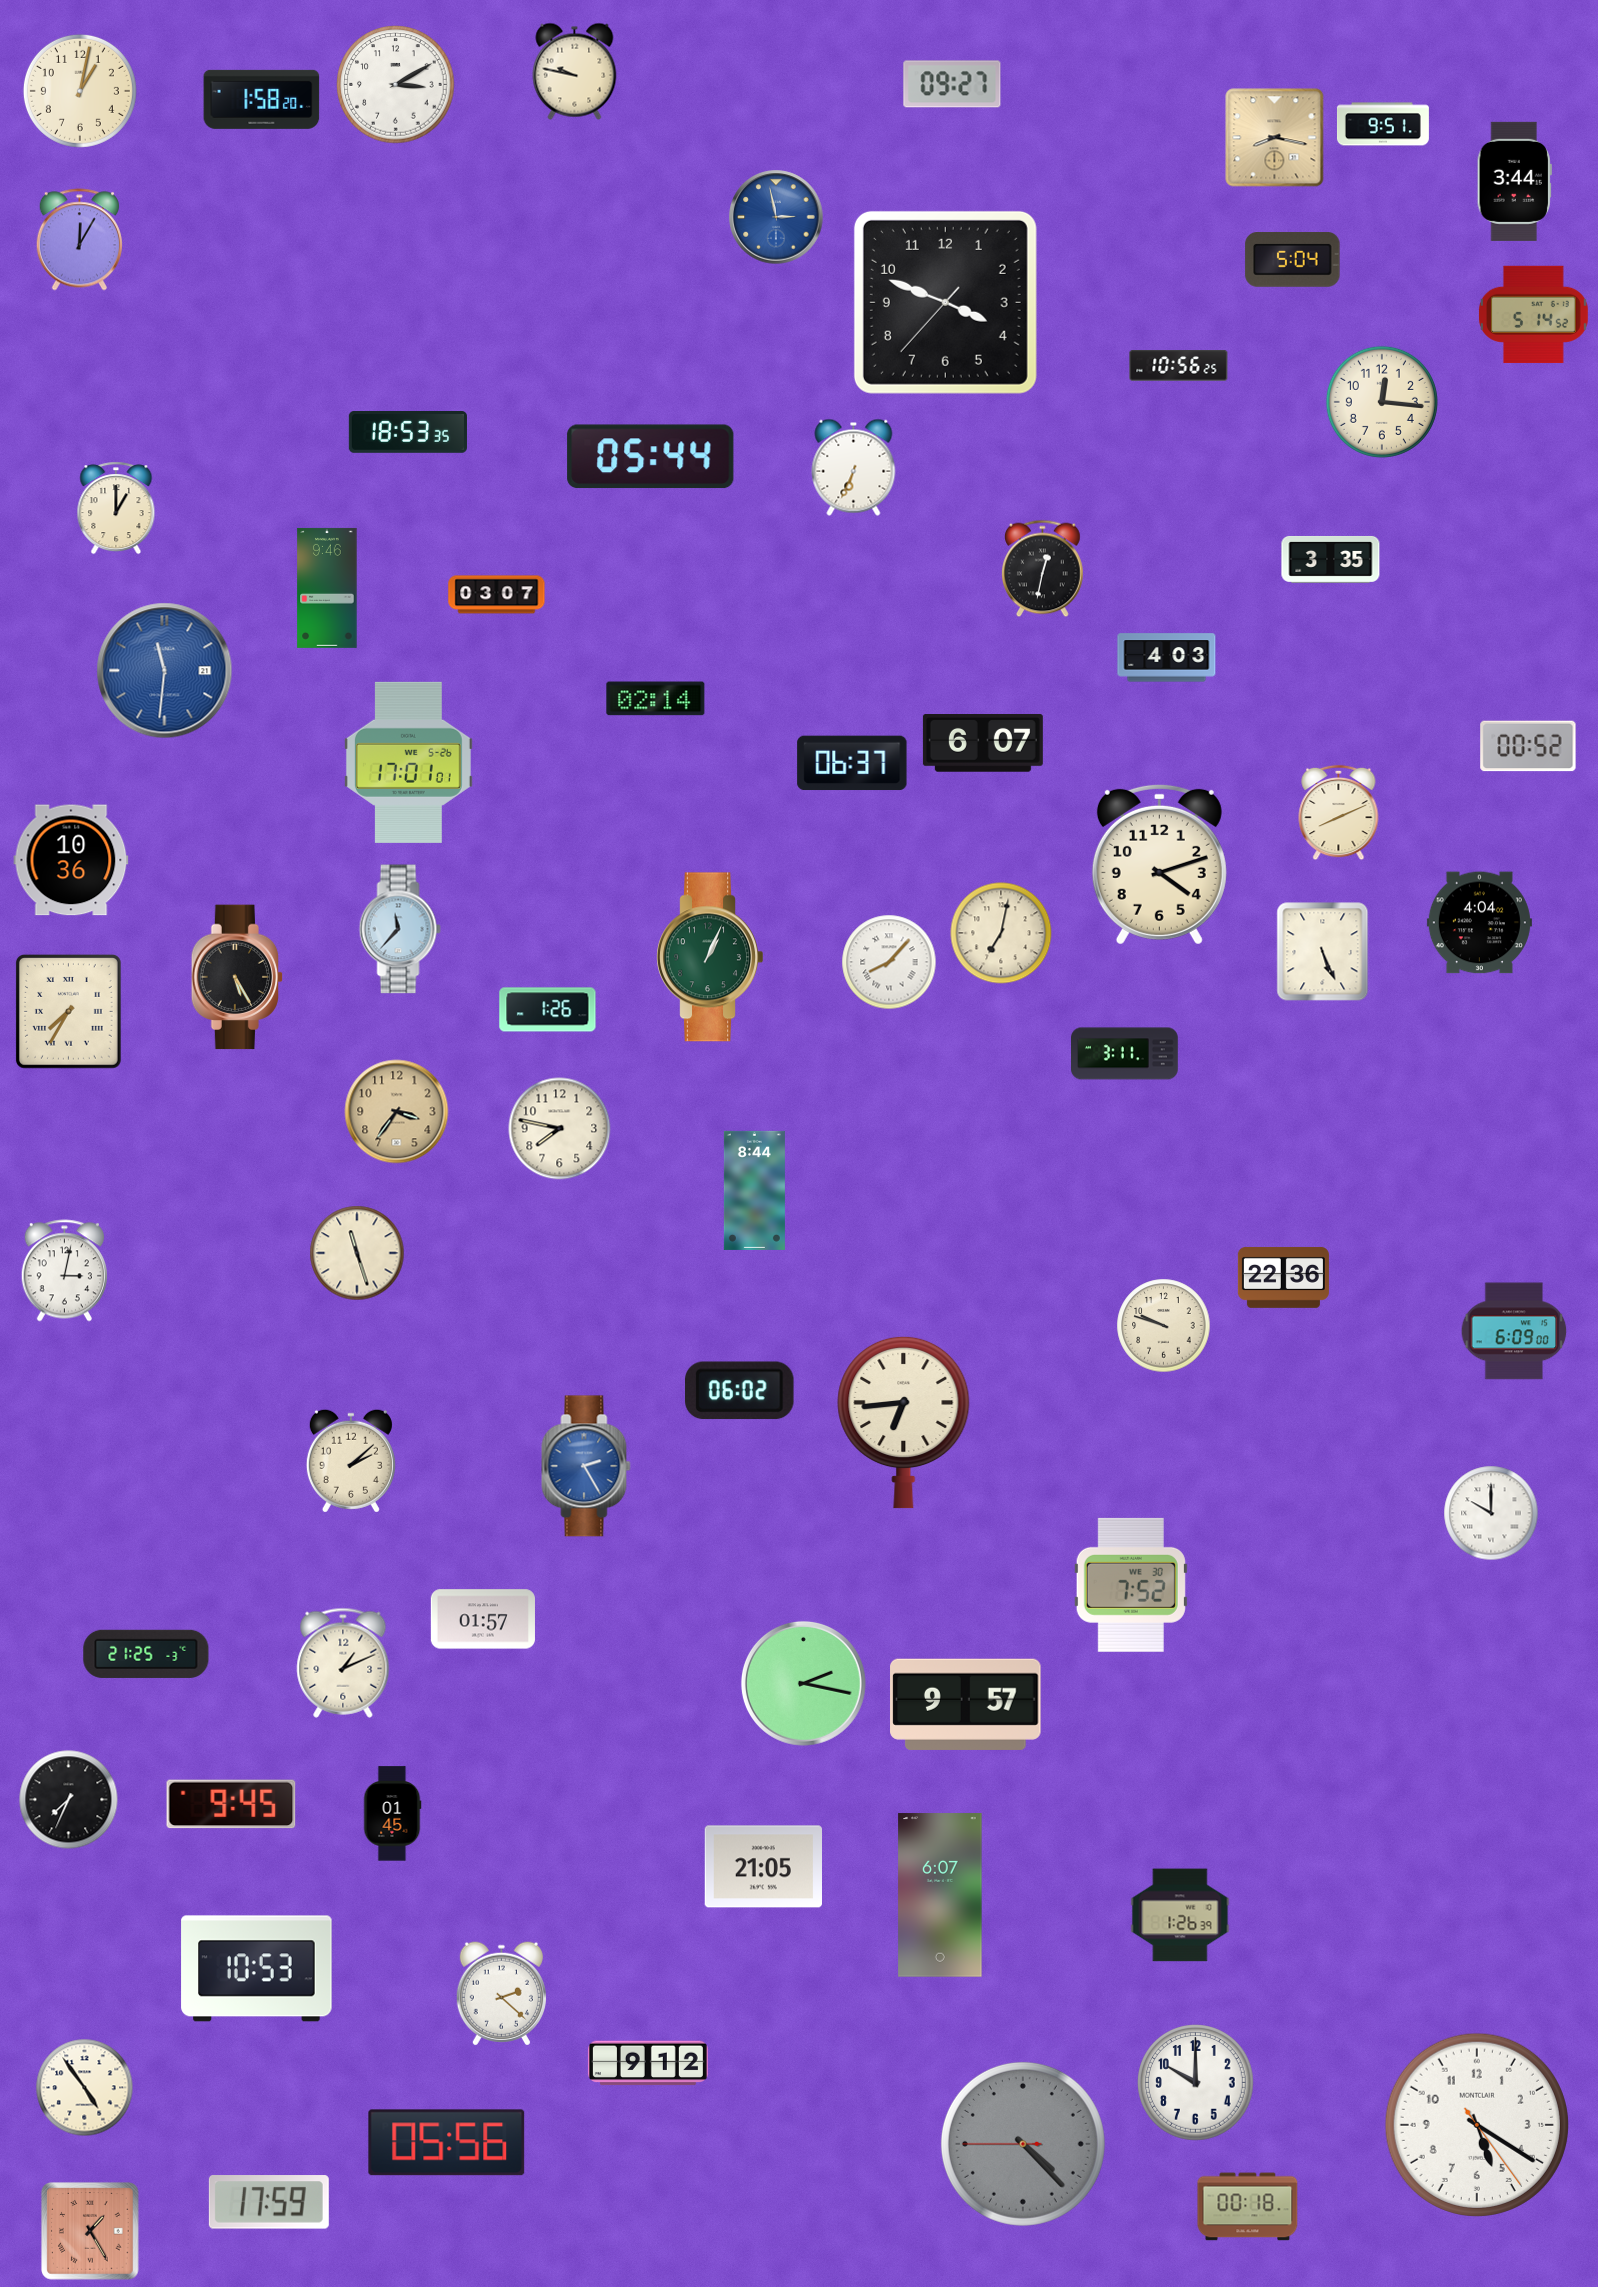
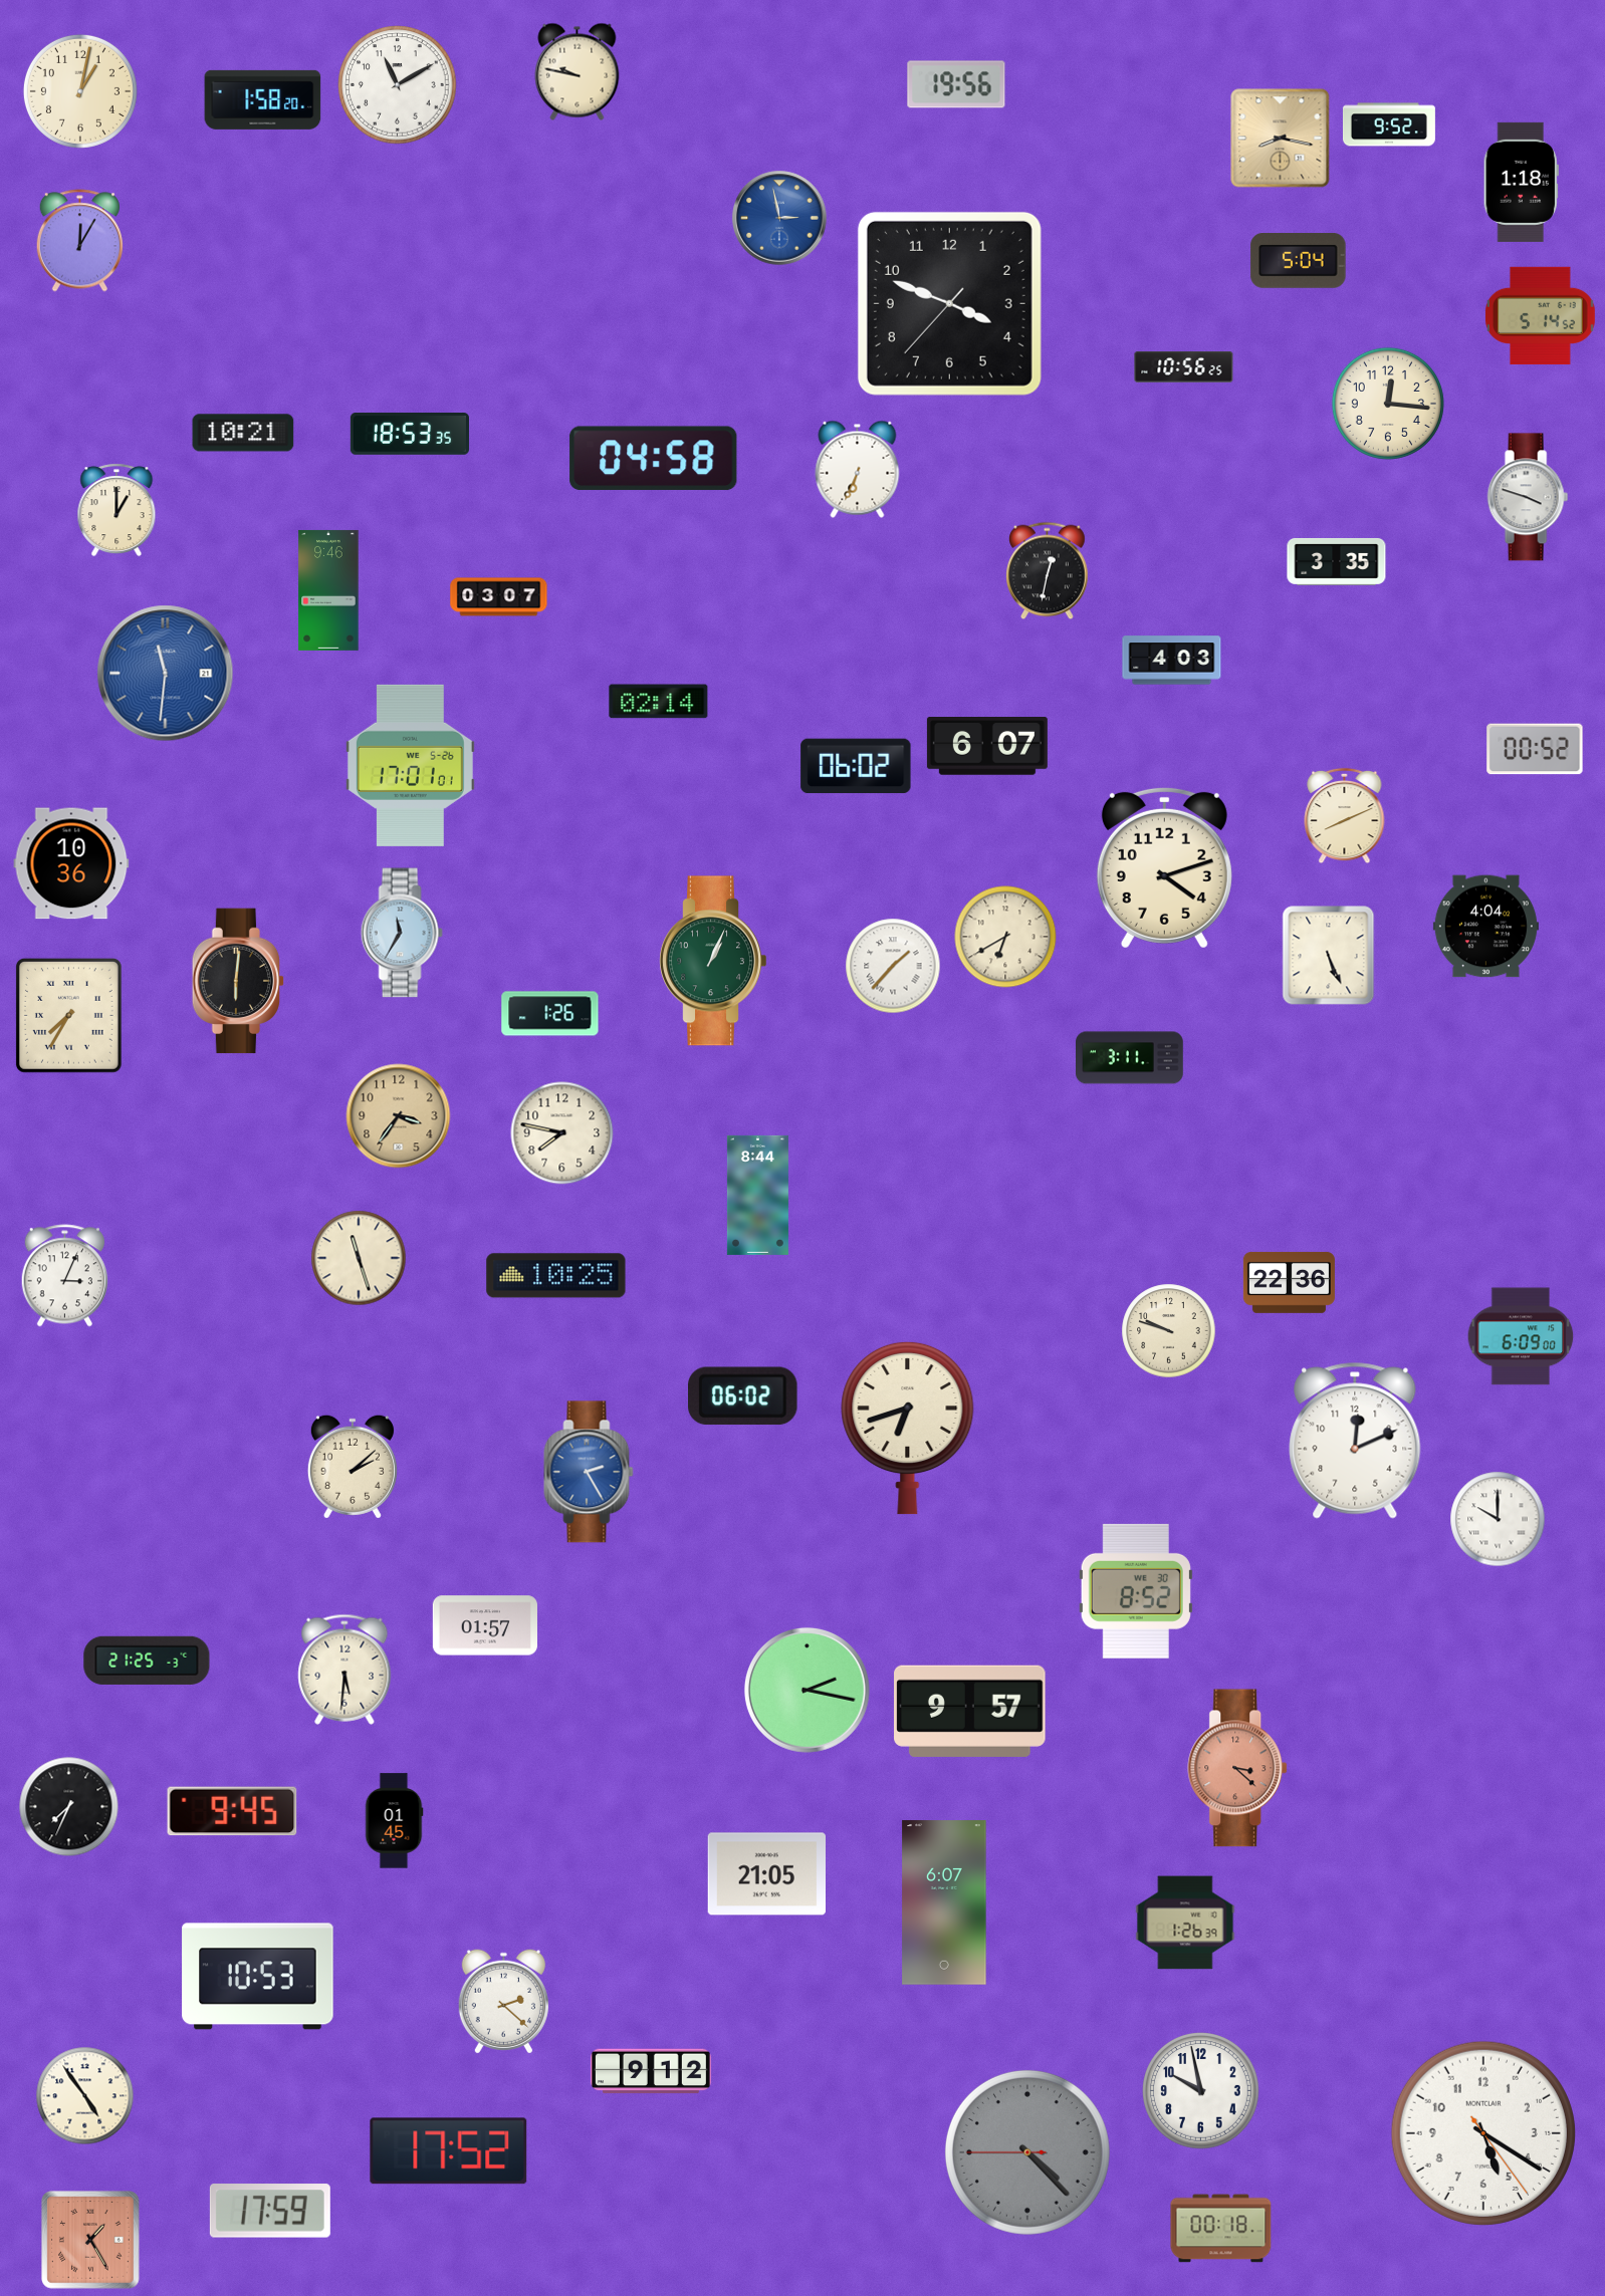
clock at (952, 84): 09:27 -> 19:56
clock at (396, 85): 3:10 -> 11:10
clock at (1383, 124): 9:51 -> 9:52
clock at (1514, 181): 3:44 -> 1:18
clock at (243, 433): none -> 10:21
clock at (651, 456): 05:44 -> 04:58
clock at (1528, 497): none -> 3:48
clock at (852, 763): 06:37 -> 06:02
clock at (400, 929): 11:37 -> 11:35
clock at (1001, 933): 7:02 -> 6:40
clock at (889, 962): 8:07 -> 1:37
clock at (237, 977): 5:25 -> 6:01
clock at (64, 1271): 3:02 -> 3:04
clock at (556, 1276): none -> 10:25
clock at (904, 1422): 6:44 -> 6:42
clock at (1355, 1441): none -> 12:11
clock at (1131, 1585): 7:52 -> 8:52
clock at (343, 1663): 1:11 -> 5:31
clock at (1238, 1768): none -> 3:22
clock at (1196, 2083): 10:00 -> 9:58
clock at (447, 2143): 05:56 -> 17:52
clock at (1248, 2207) position: (1248, 2207) -> (1221, 2229)
